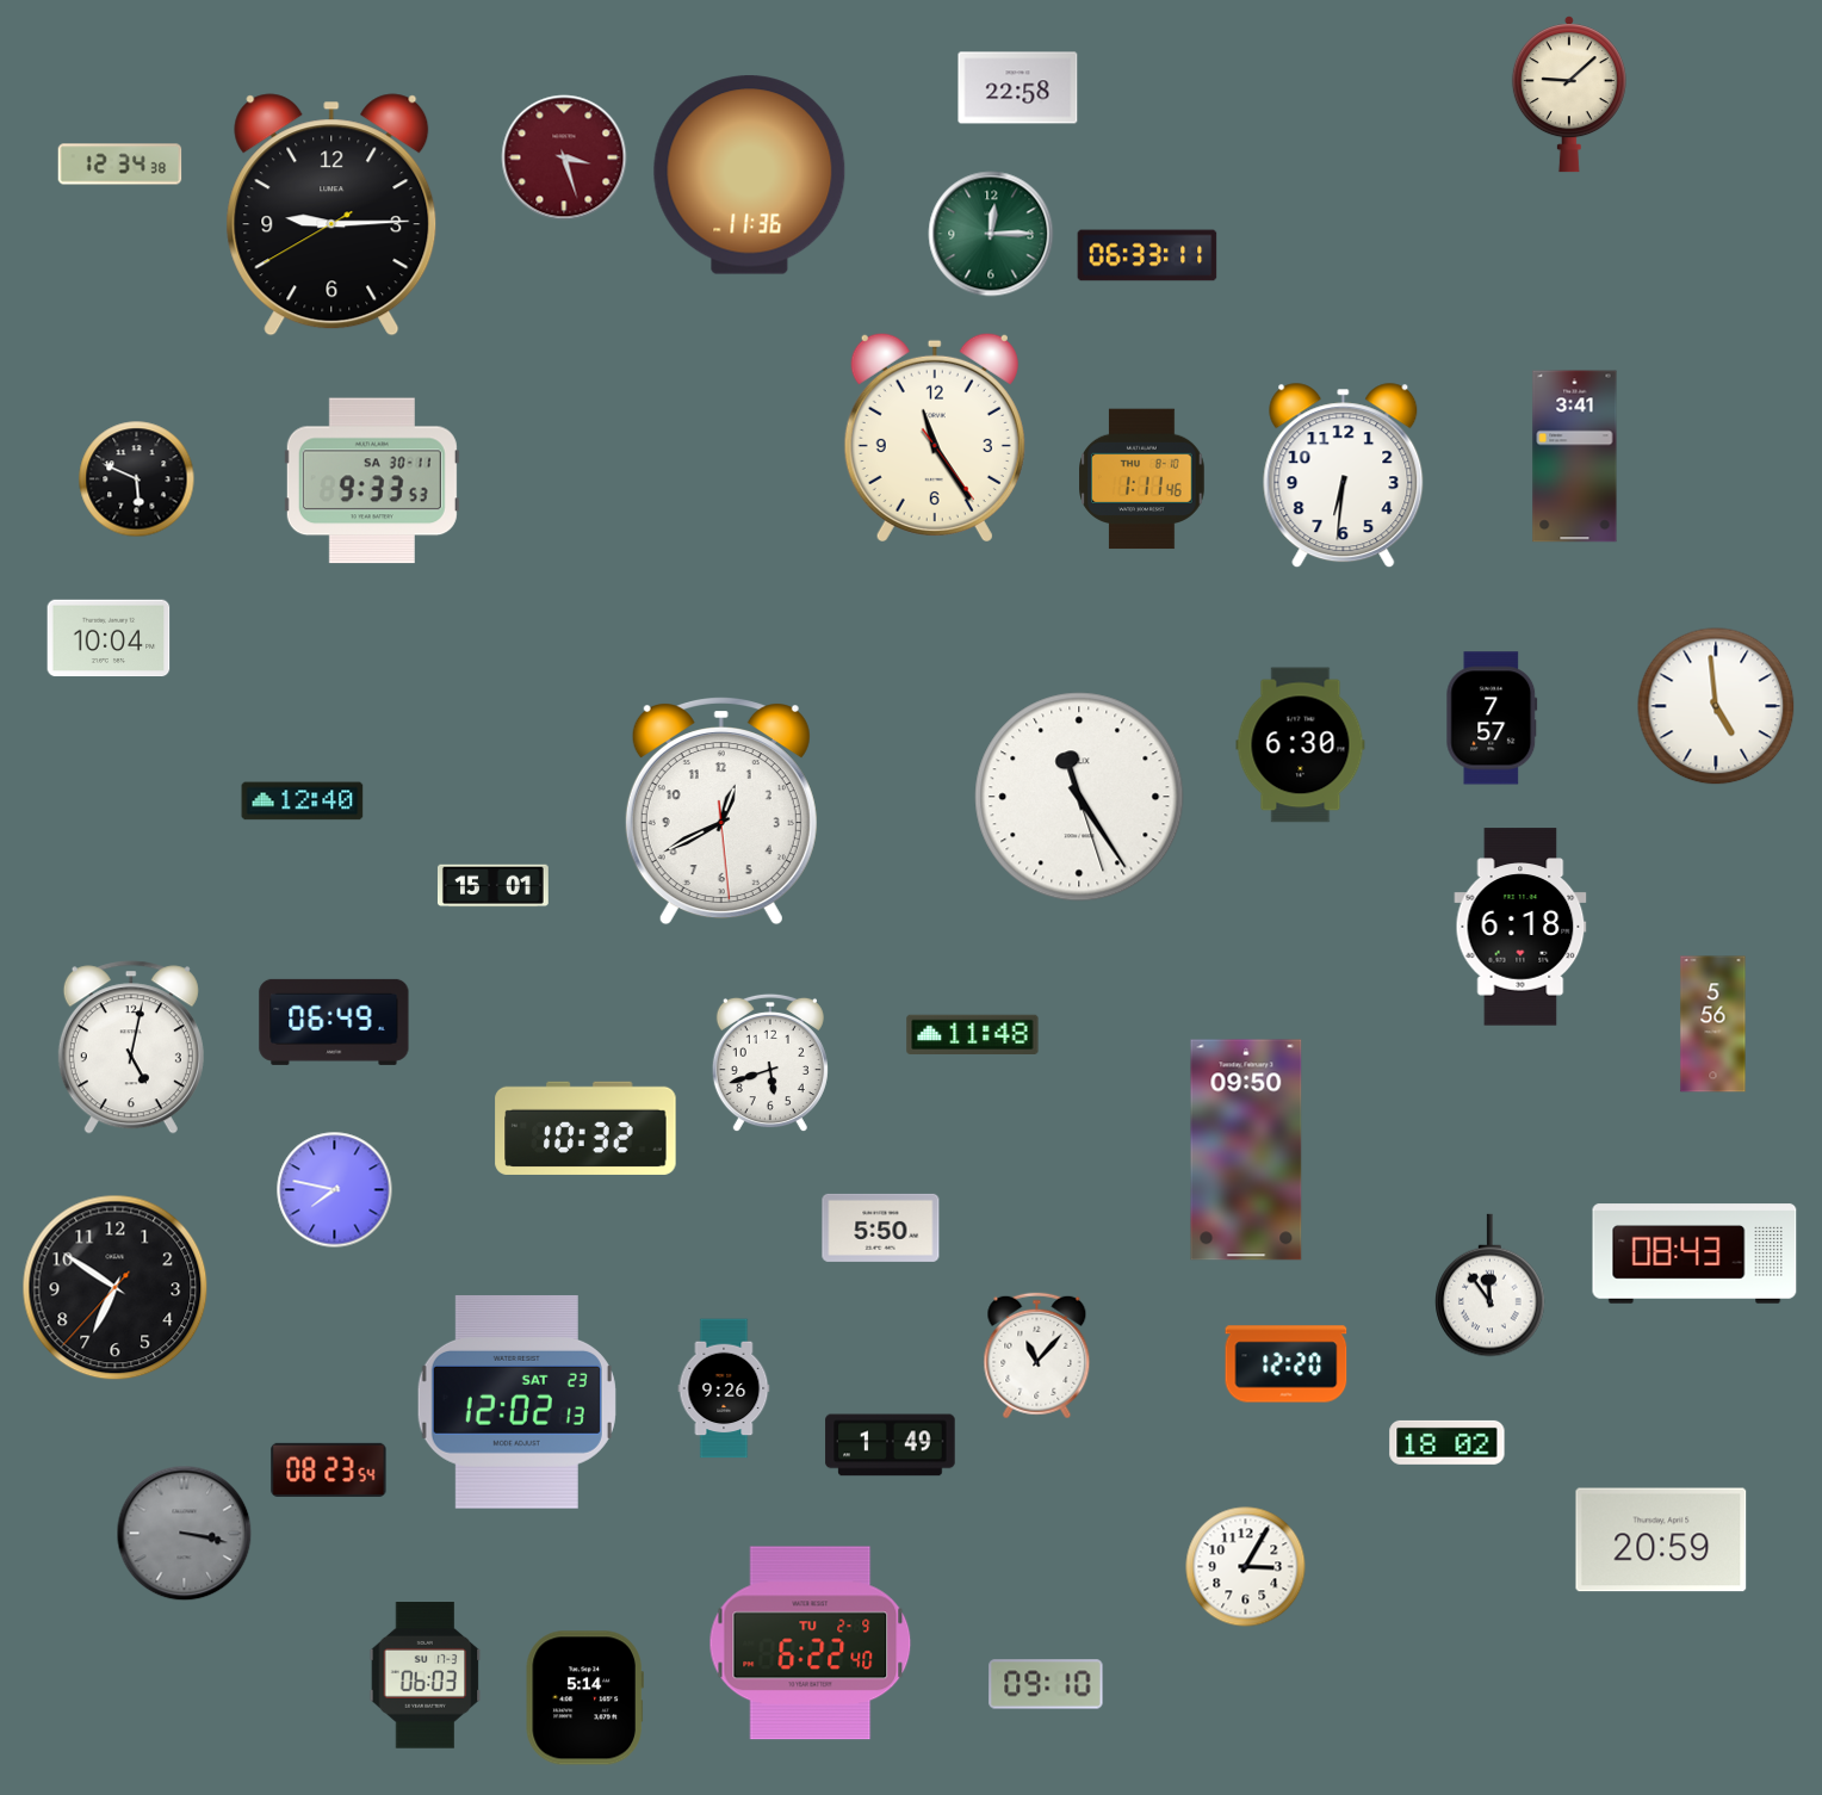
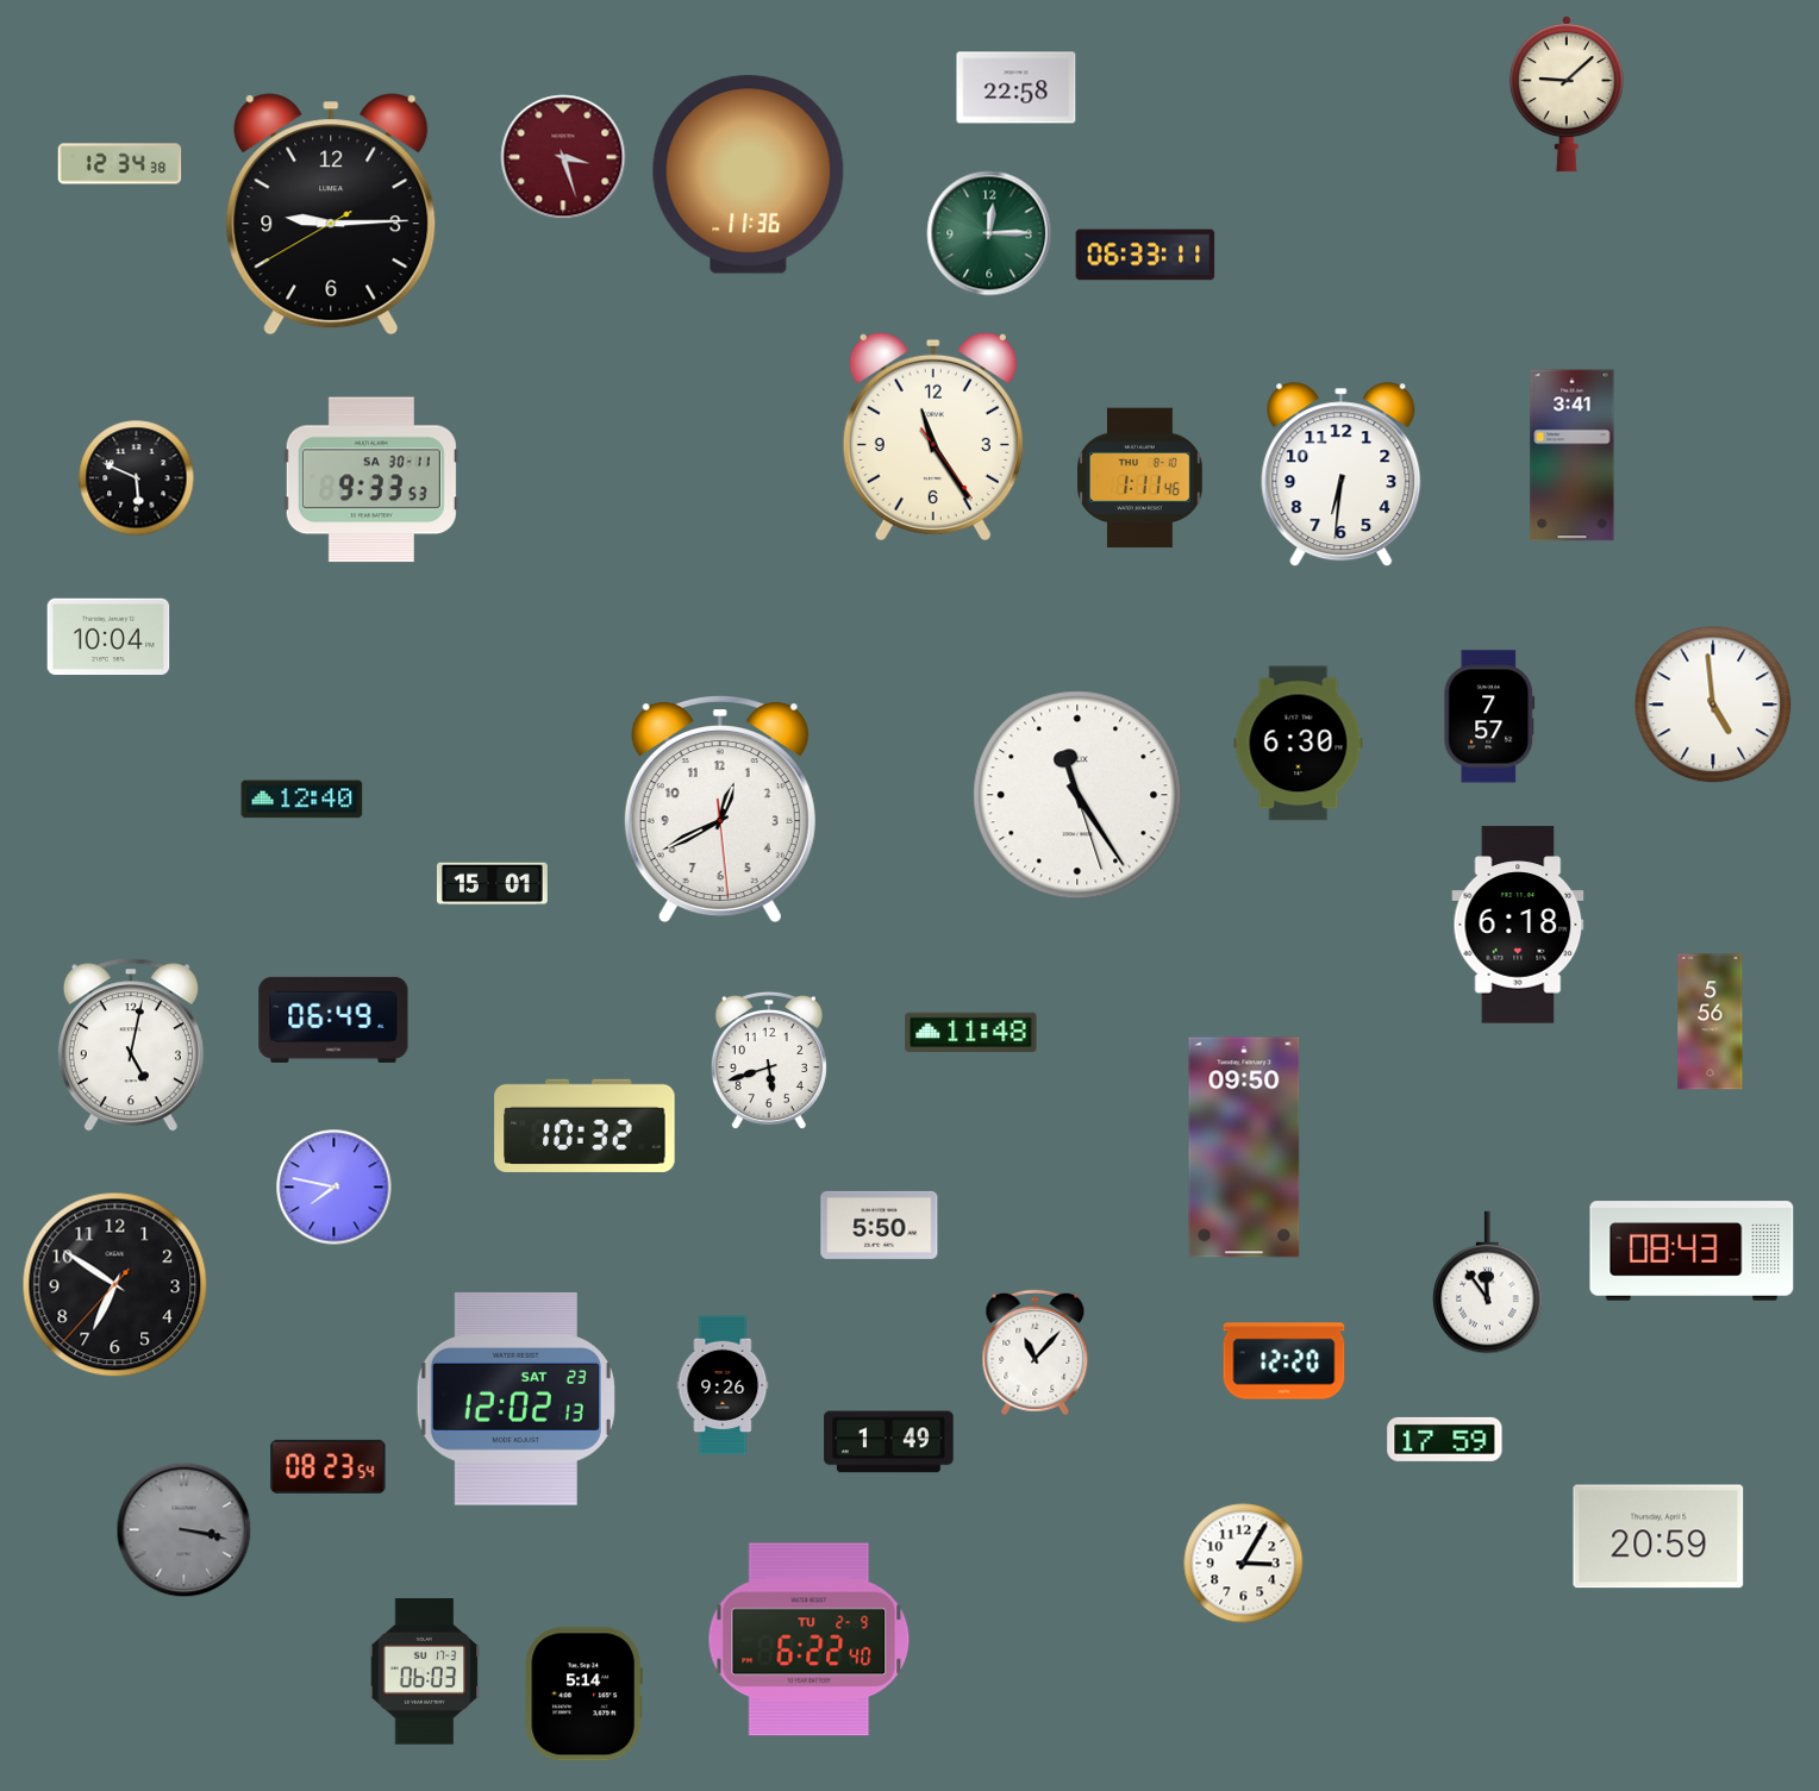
clock at (1448, 1442): 18:02 -> 17:59
clock at (1046, 1684): 09:10 -> none
